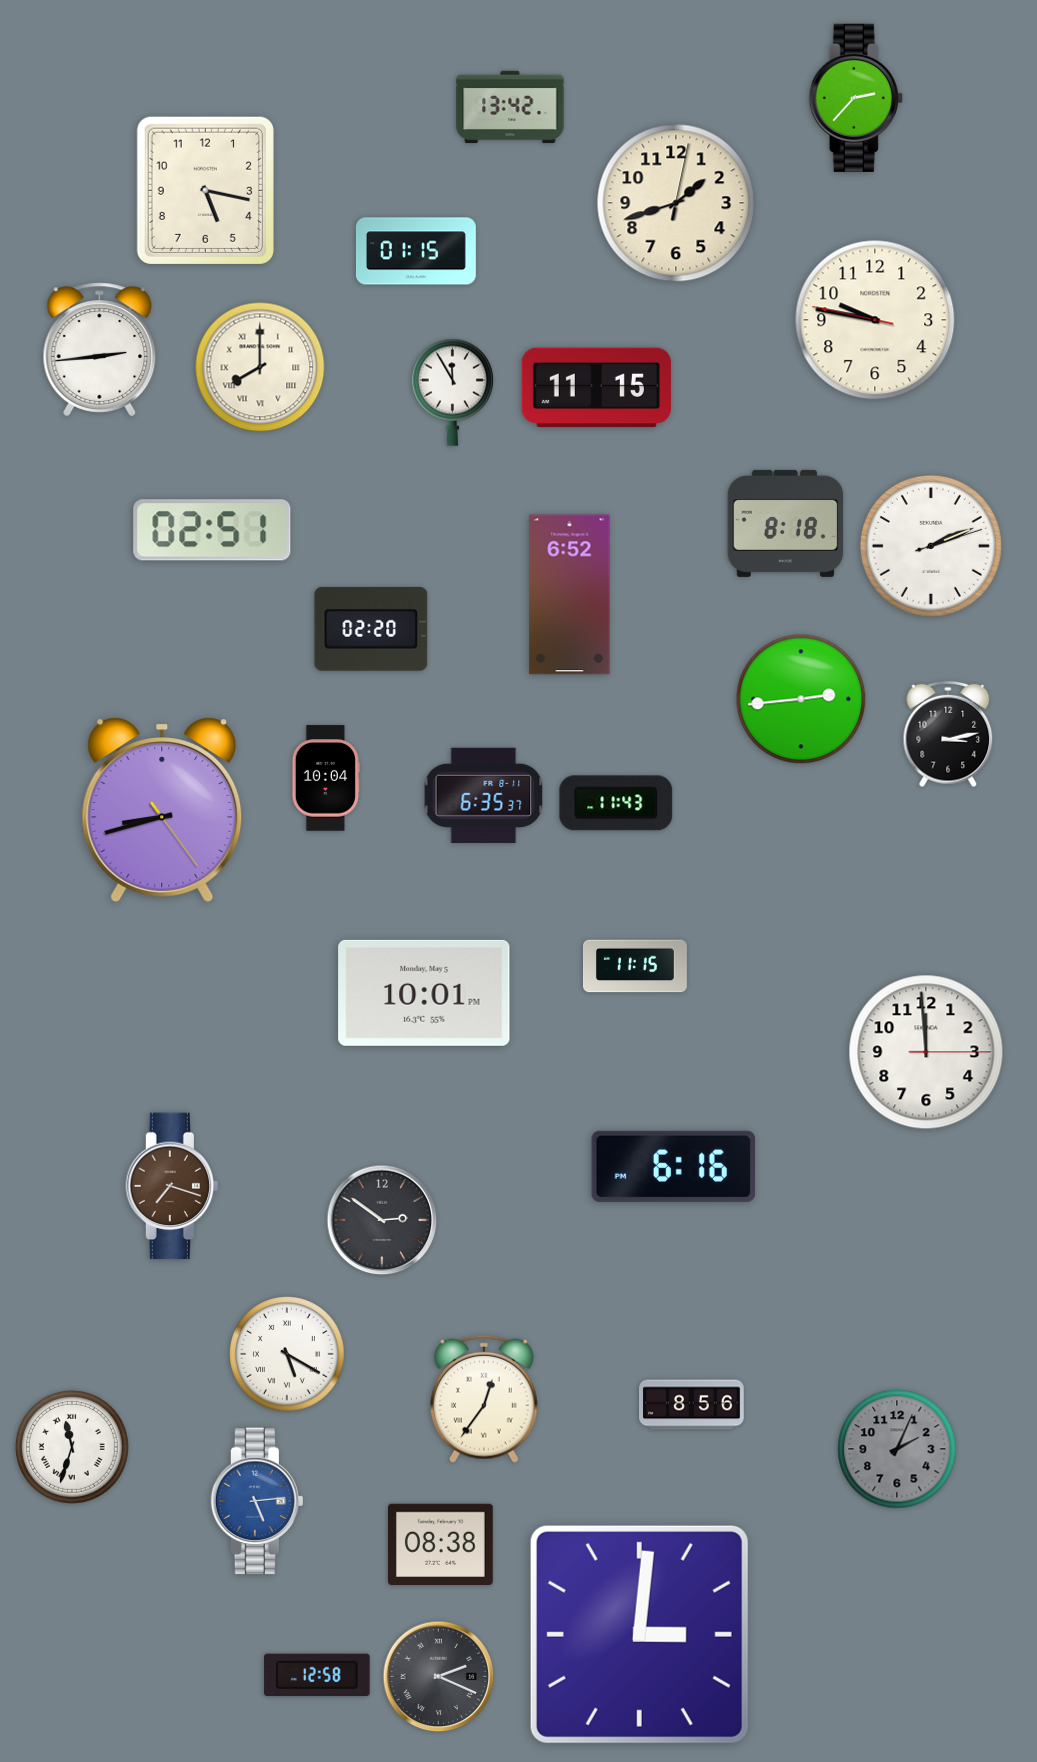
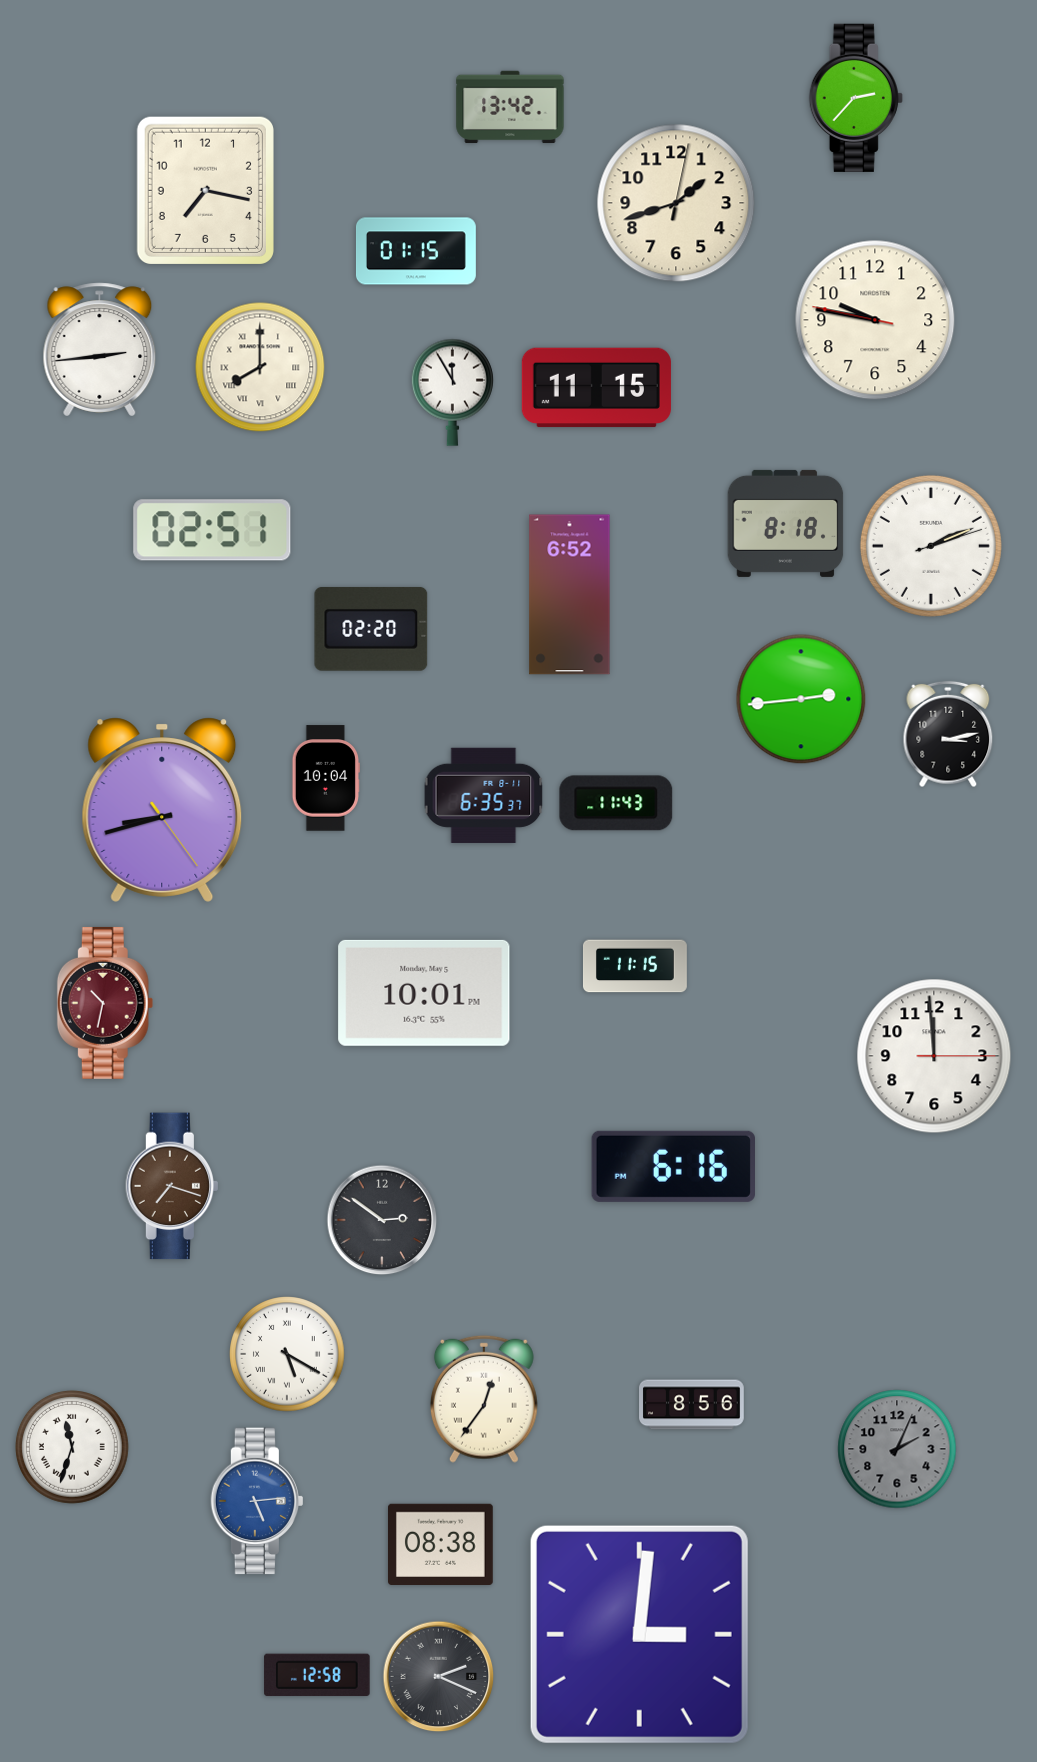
clock at (205, 190): 5:17 -> 7:17
clock at (105, 1003): none -> 10:32
clock at (926, 1052) position: (926, 1052) -> (934, 1056)
